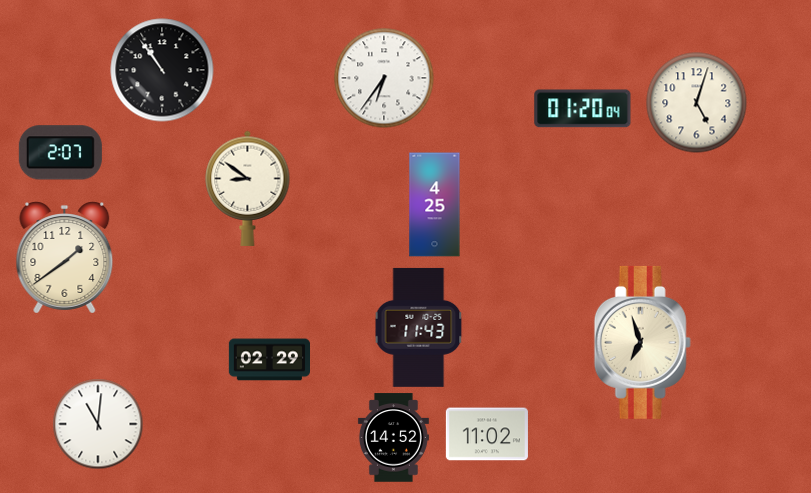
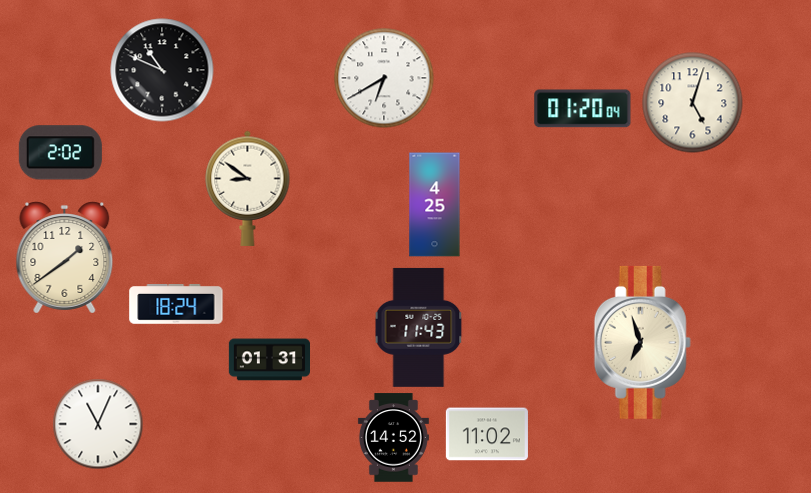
clock at (162, 70): 10:54 -> 10:49
clock at (384, 78): 6:36 -> 6:40
clock at (697, 103) position: (697, 103) -> (693, 103)
clock at (60, 153): 2:07 -> 2:02
clock at (176, 305): none -> 18:24
clock at (269, 360): 02:29 -> 01:31
clock at (98, 424): 11:01 -> 11:04
